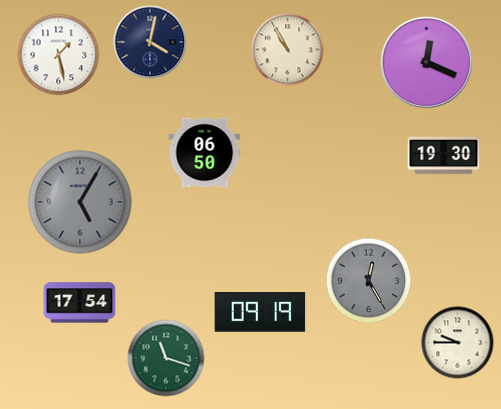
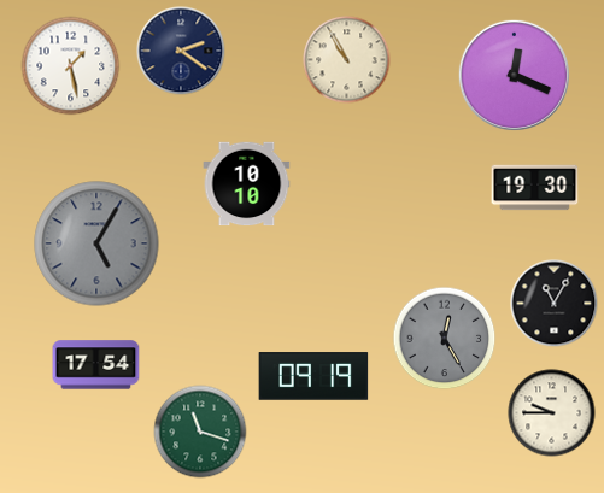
clock at (150, 42): 4:02 -> 2:21
clock at (205, 153): 06:50 -> 10:10
clock at (555, 304): none -> 11:05
